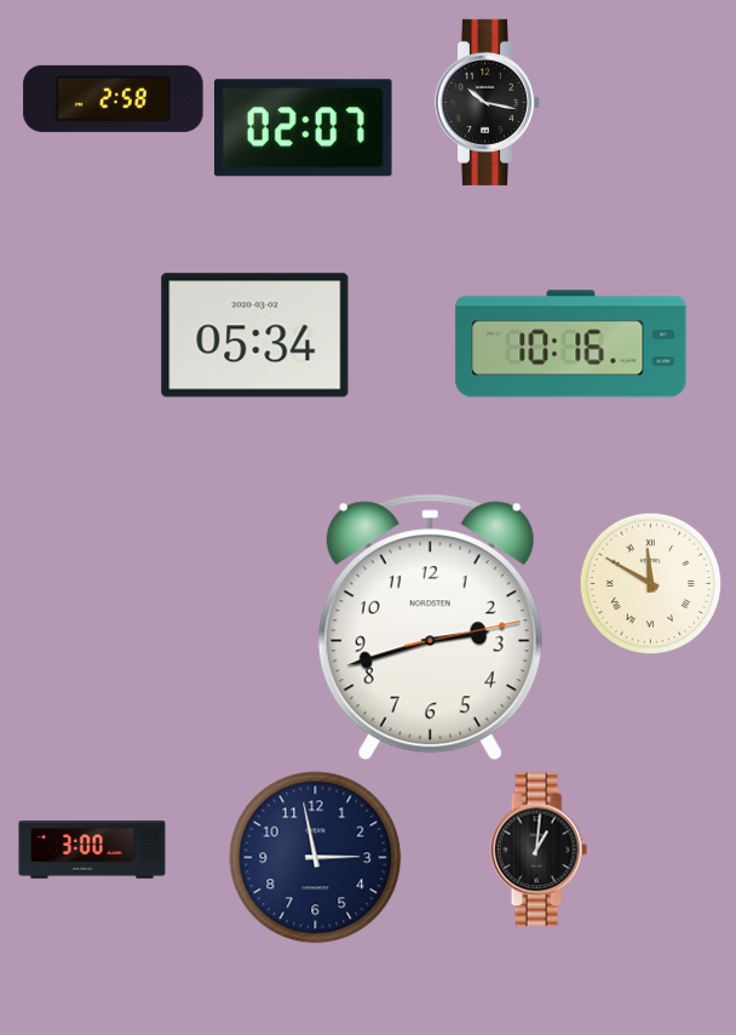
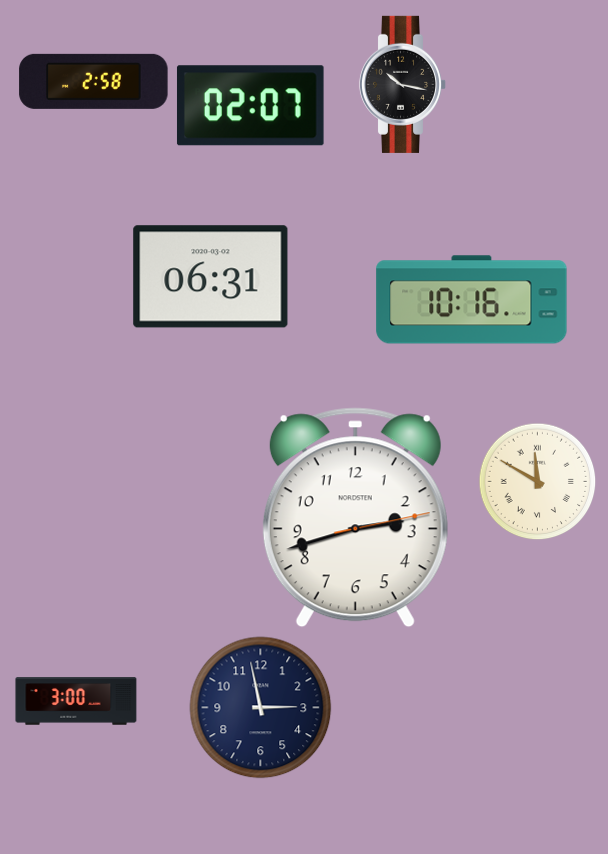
clock at (255, 336): 05:34 -> 06:31
clock at (571, 344) position: (571, 344) -> (472, 300)
clock at (539, 850): 1:01 -> none
